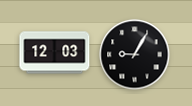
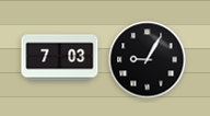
clock at (55, 53): 12:03 -> 7:03
